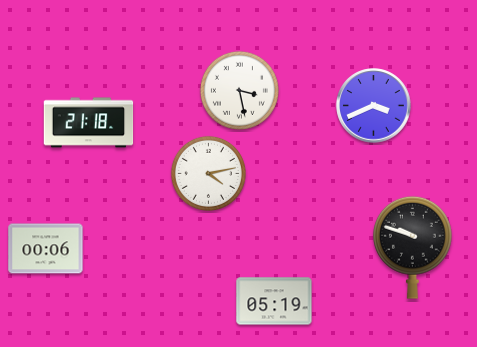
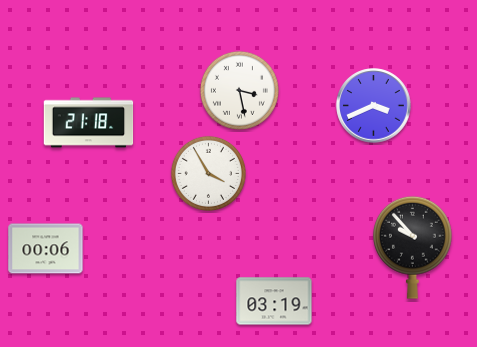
clock at (208, 173): 4:13 -> 3:55
clock at (413, 247): 9:48 -> 9:53
clock at (274, 301): 05:19 -> 03:19
